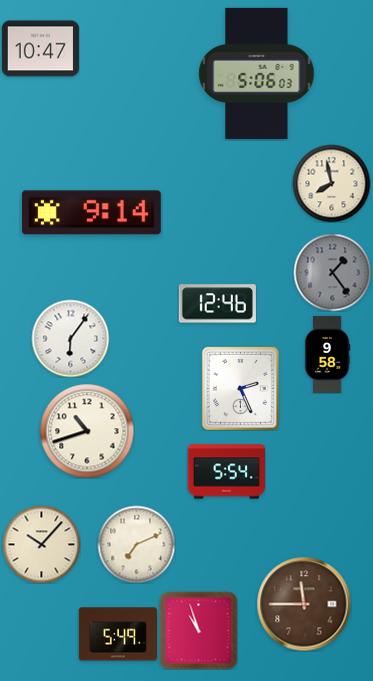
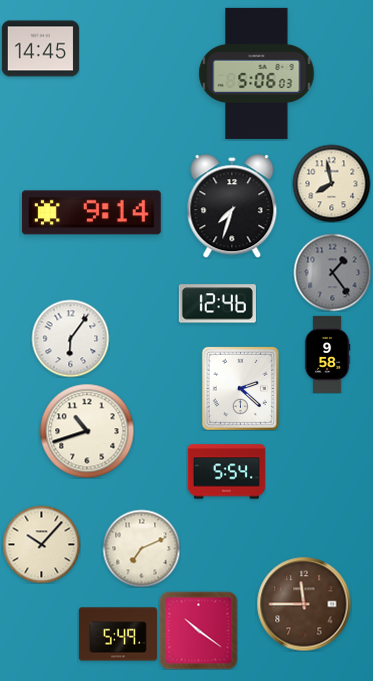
clock at (40, 49): 10:47 -> 14:45
clock at (232, 206): none -> 7:33
clock at (240, 388): 2:26 -> 2:22
clock at (136, 544) position: (136, 544) -> (141, 548)
clock at (198, 630): 10:57 -> 10:21
